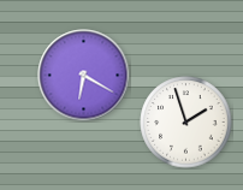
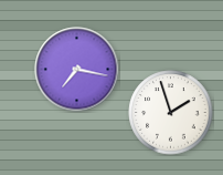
clock at (84, 76): 6:20 -> 7:17
